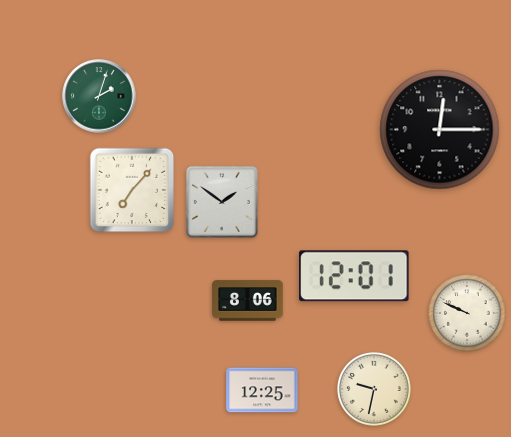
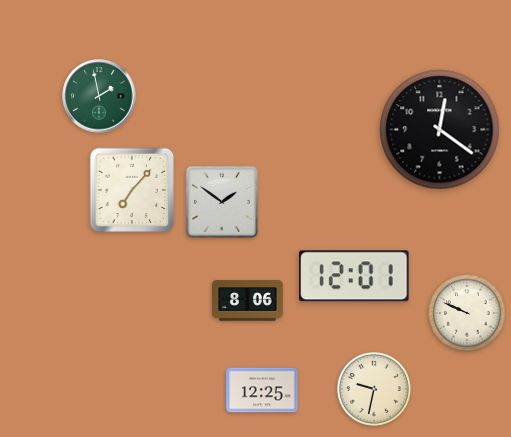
clock at (99, 96): 2:03 -> 1:58
clock at (440, 130): 12:15 -> 12:21
